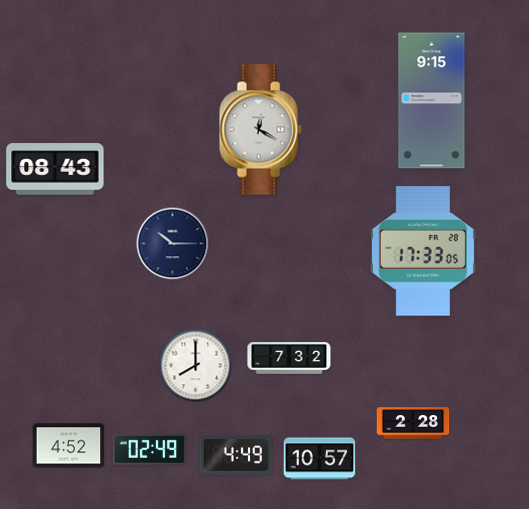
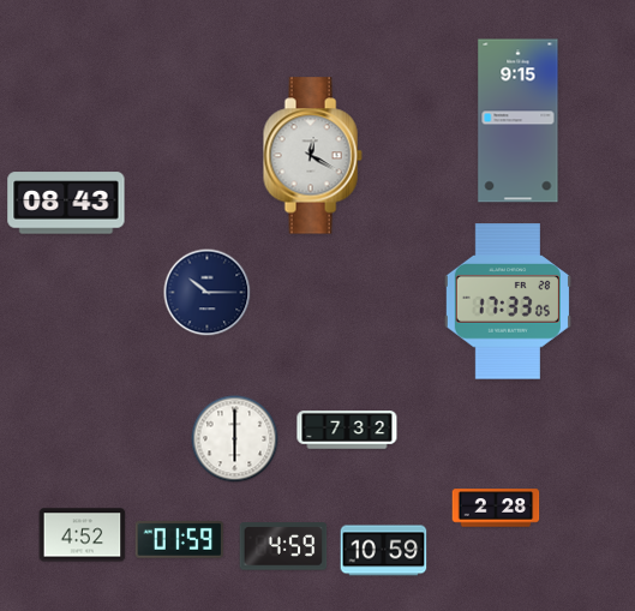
clock at (196, 366): 8:00 -> 6:00
clock at (149, 449): 02:49 -> 01:59
clock at (236, 455): 4:49 -> 4:59
clock at (320, 459): 10:57 -> 10:59
